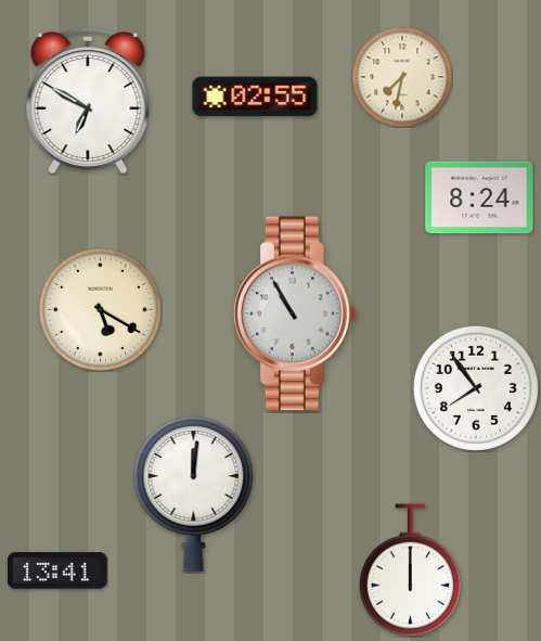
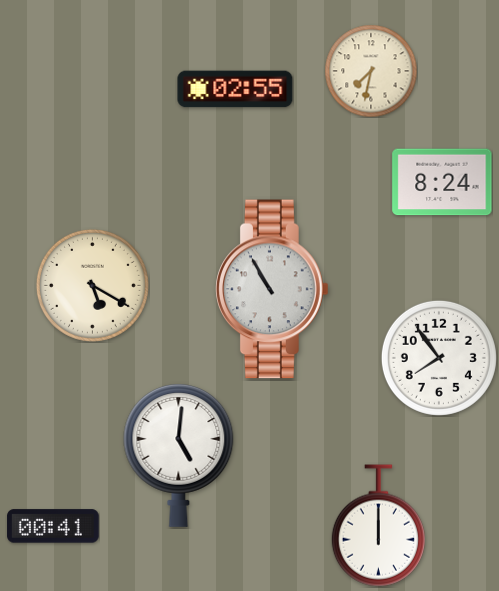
clock at (88, 101): 6:50 -> none
clock at (194, 495): 12:01 -> 5:01
clock at (57, 571): 13:41 -> 00:41
